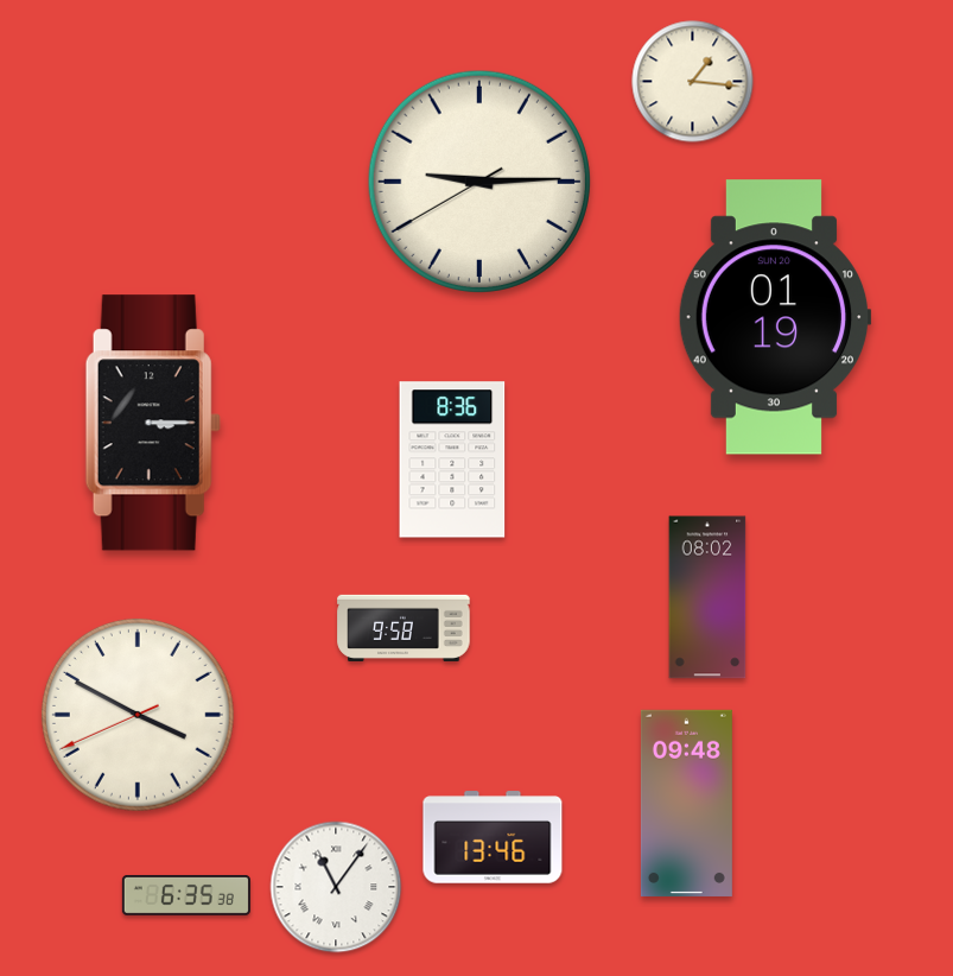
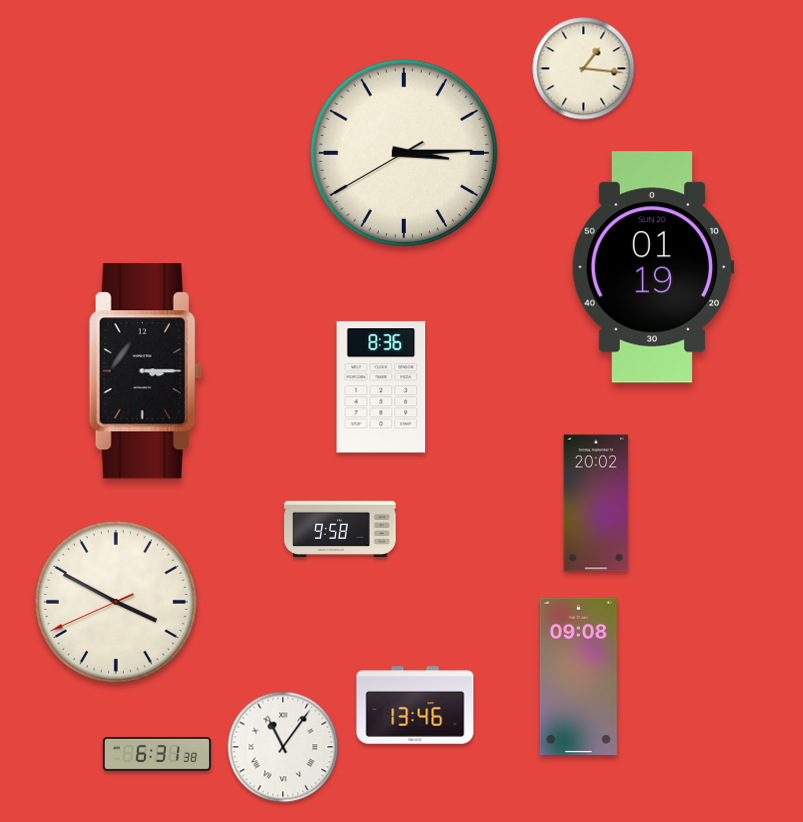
clock at (479, 182): 9:14 -> 3:14
clock at (153, 423) position: (153, 423) -> (146, 371)
clock at (707, 597): 08:02 -> 20:02
clock at (686, 803): 09:48 -> 09:08
clock at (186, 895): 6:35 -> 6:31
